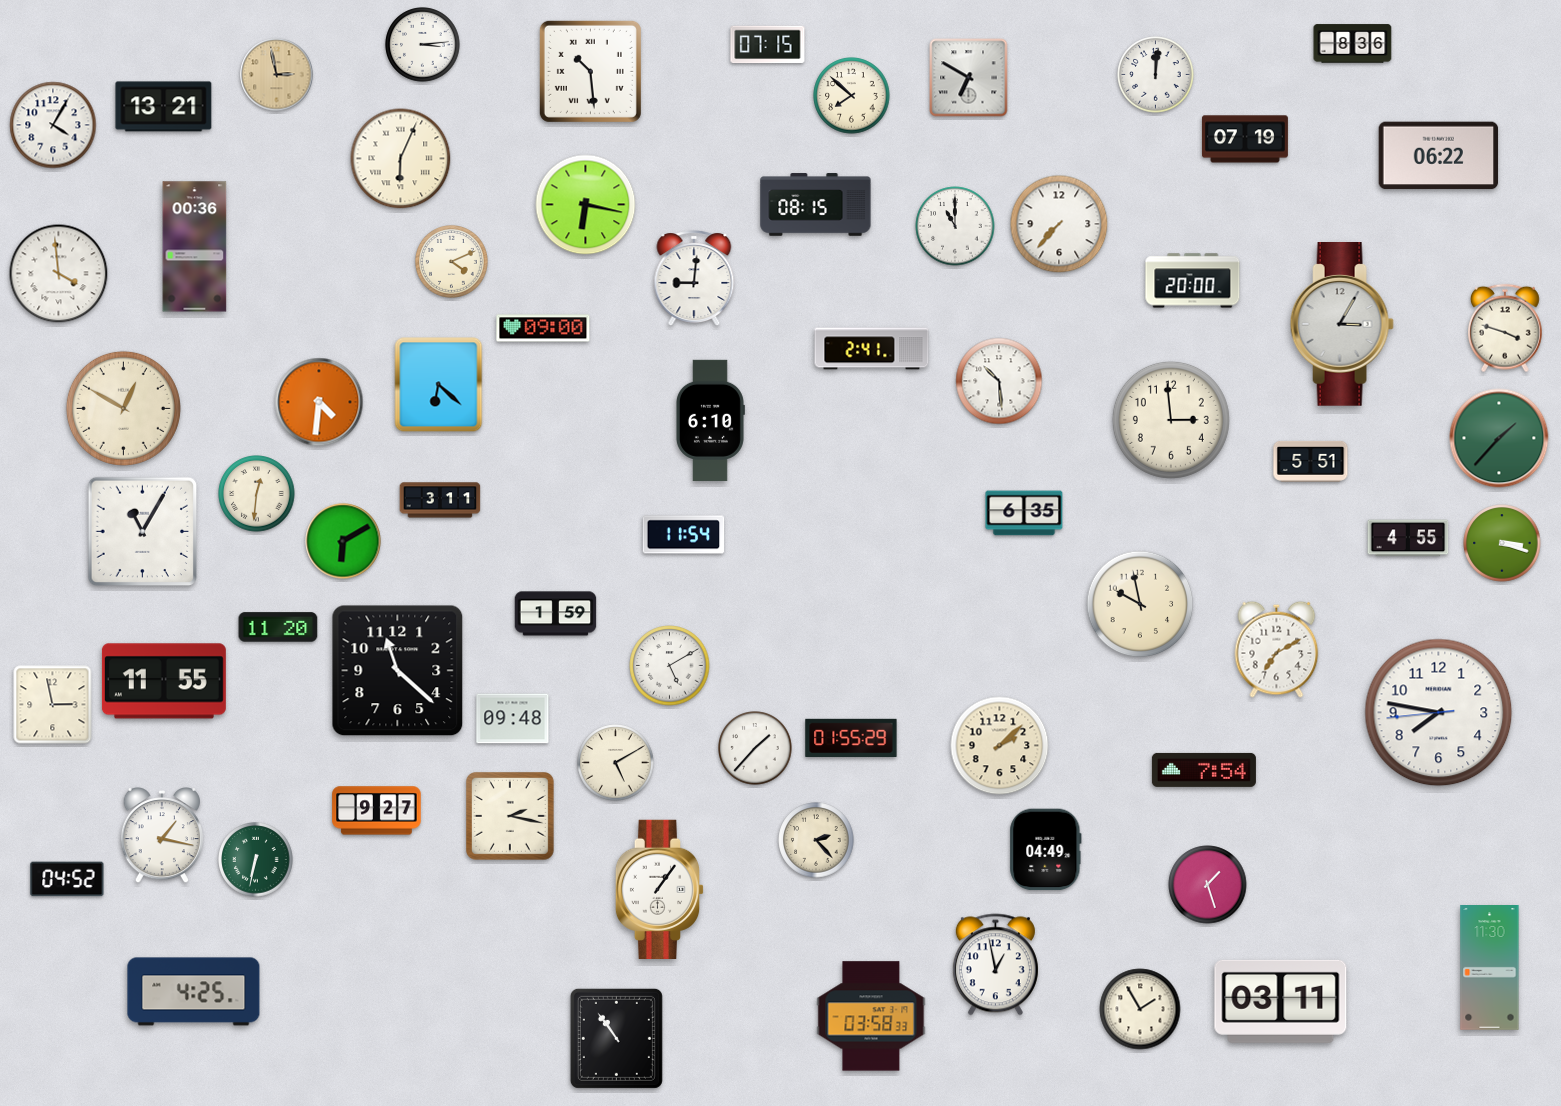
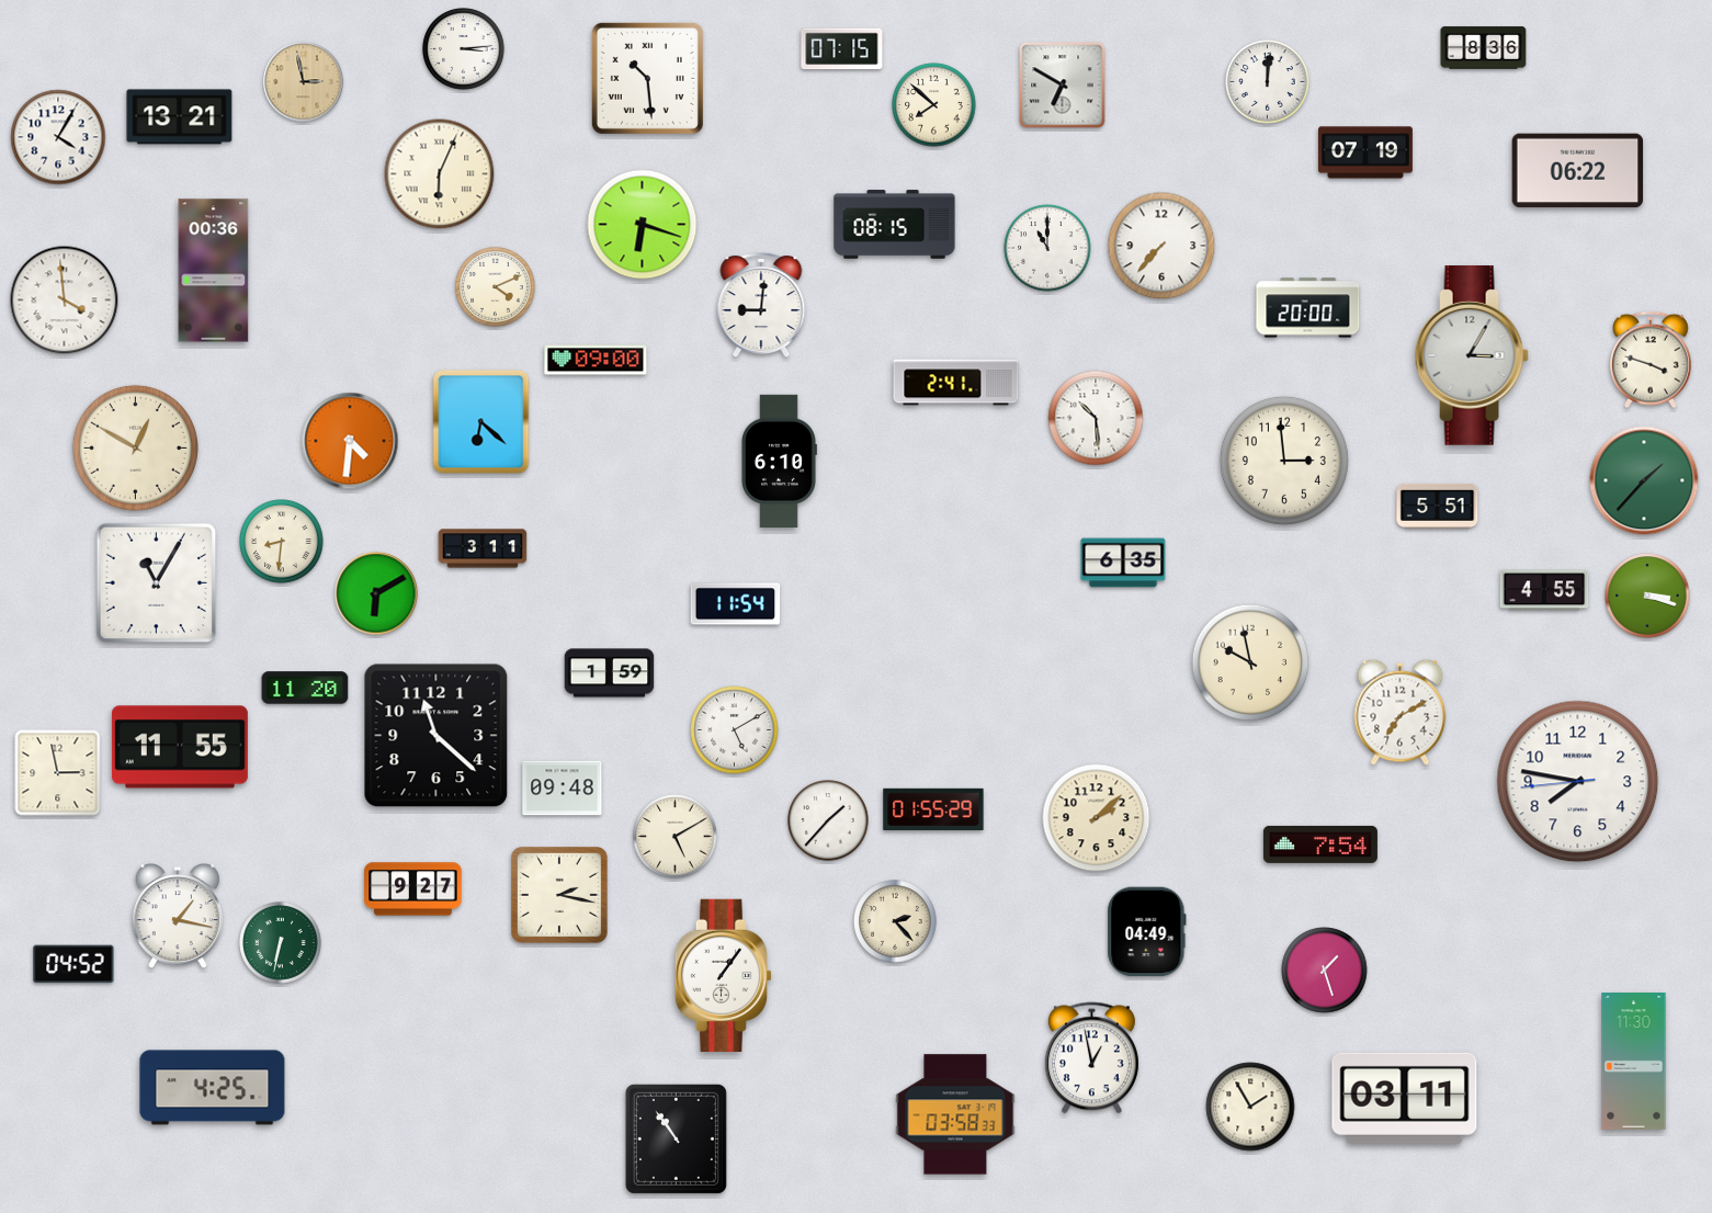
clock at (586, 205): 6:17 -> 6:18
clock at (257, 494): 12:31 -> 8:31
clock at (684, 535) position: (684, 535) -> (736, 604)
